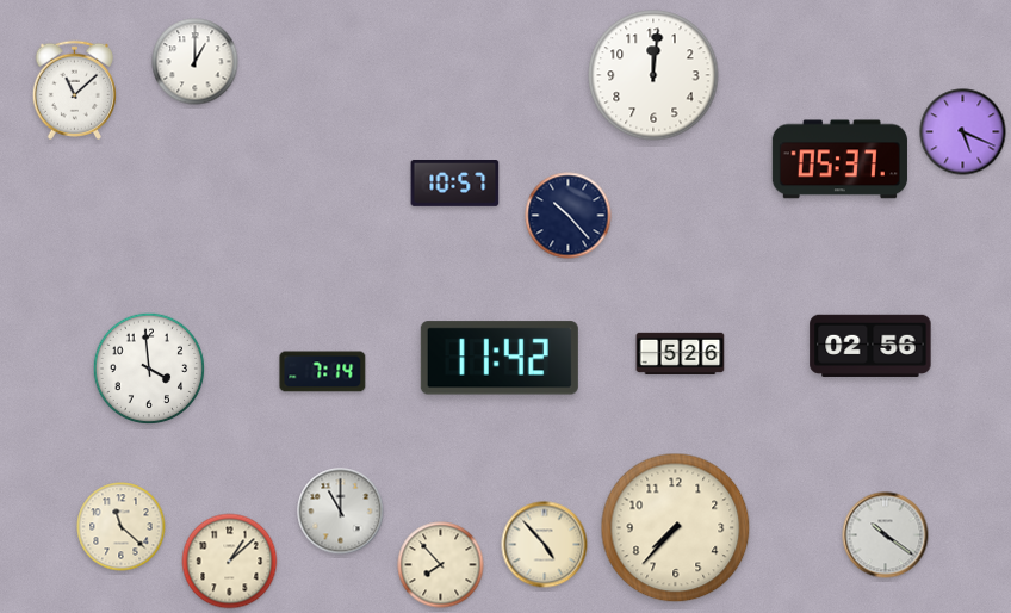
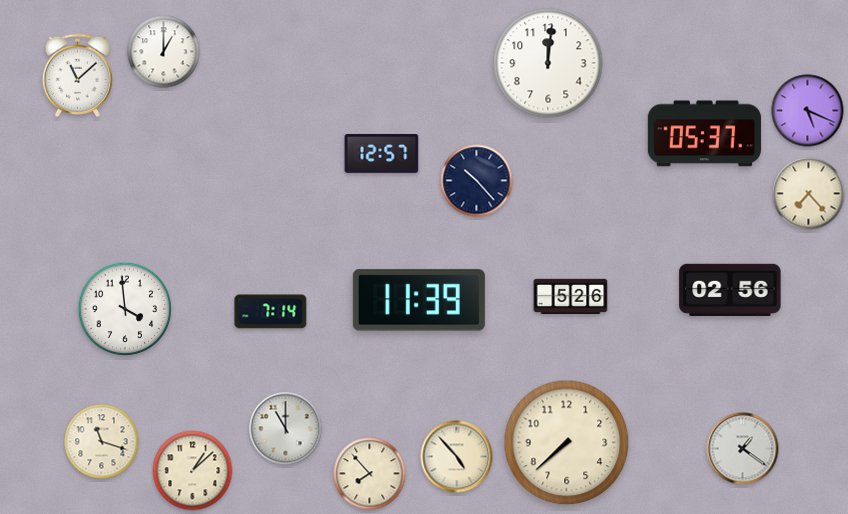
clock at (74, 89) position: (74, 89) -> (77, 75)
clock at (455, 184): 10:57 -> 12:57
clock at (809, 194): none -> 7:23
clock at (500, 358): 11:42 -> 11:39
clock at (122, 527): 11:22 -> 11:18
clock at (676, 528): 7:37 -> 7:38
clock at (886, 535): 10:21 -> 1:21
